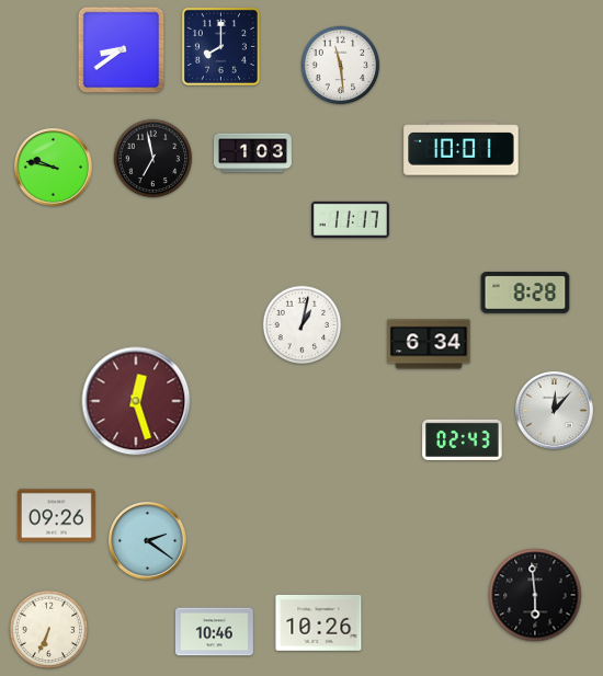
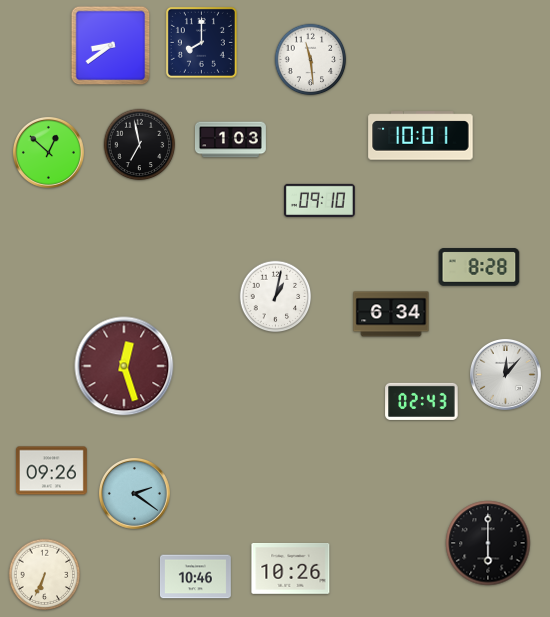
clock at (53, 167): 9:47 -> 12:52
clock at (350, 219): 11:17 -> 09:10
clock at (535, 595): 5:59 -> 6:00
